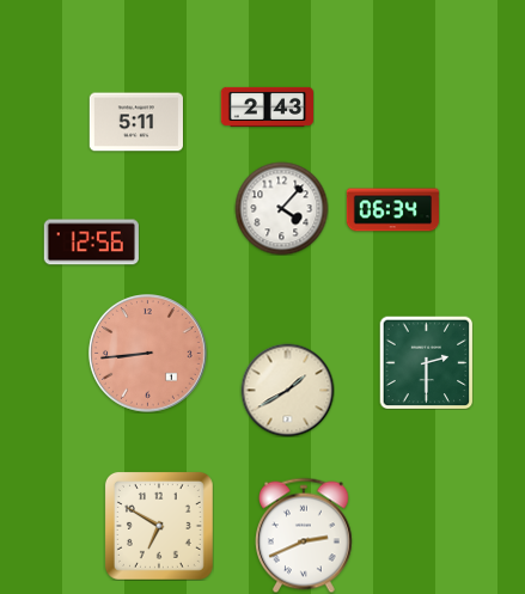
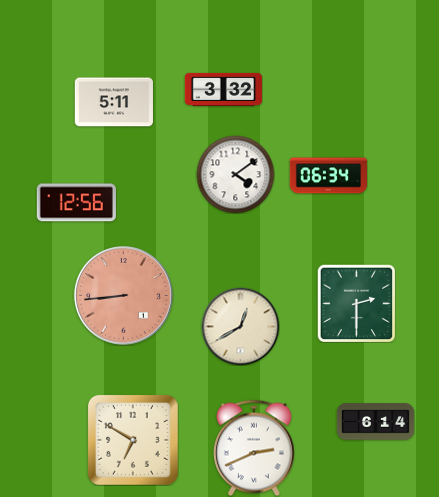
clock at (267, 106): 2:43 -> 3:32
clock at (281, 208): 4:07 -> 4:09
clock at (287, 390): 1:40 -> 12:40
clock at (375, 422): none -> 6:14
